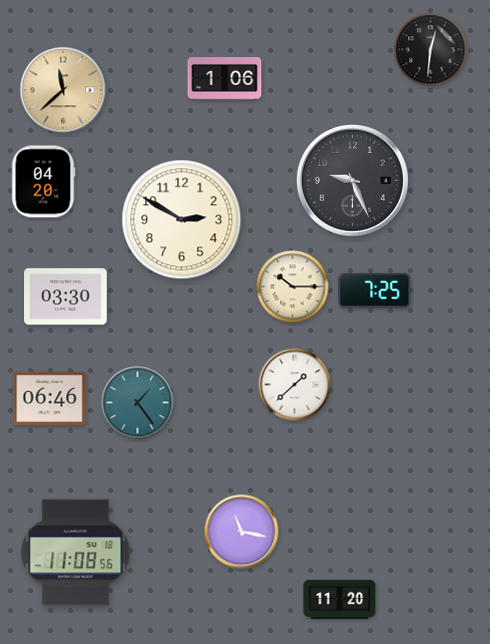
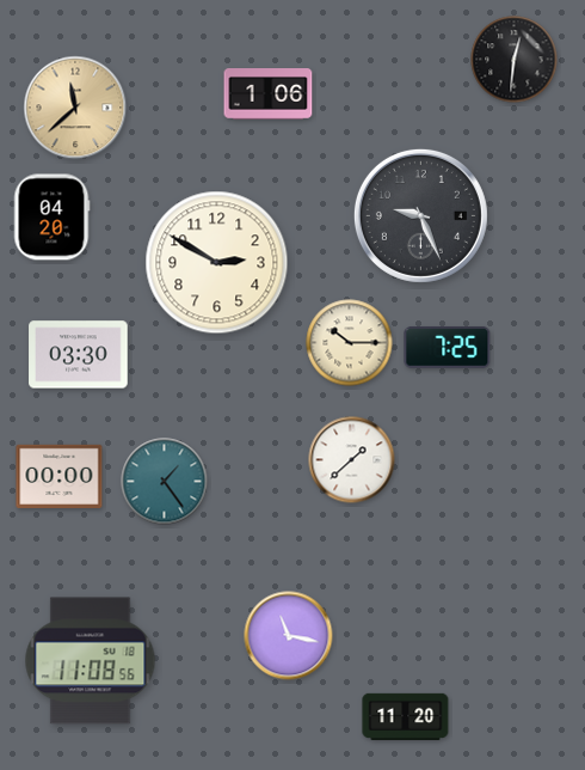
clock at (50, 398): 06:46 -> 00:00
